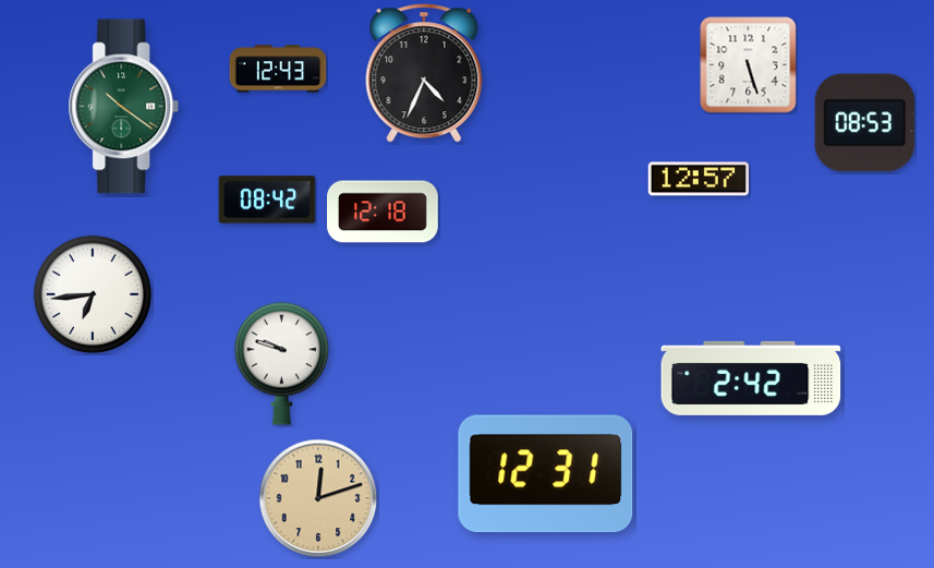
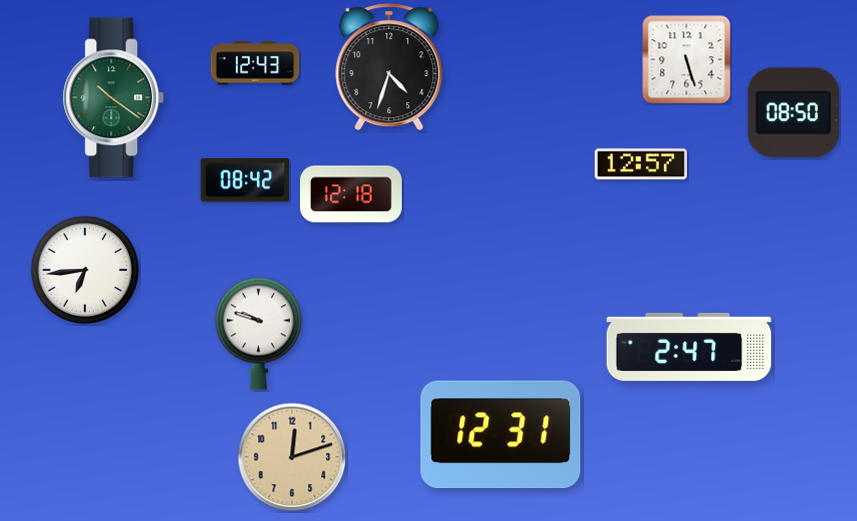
clock at (424, 73): 4:34 -> 4:33
clock at (864, 123): 08:53 -> 08:50
clock at (267, 200) position: (267, 200) -> (245, 180)
clock at (751, 378): 2:42 -> 2:47
